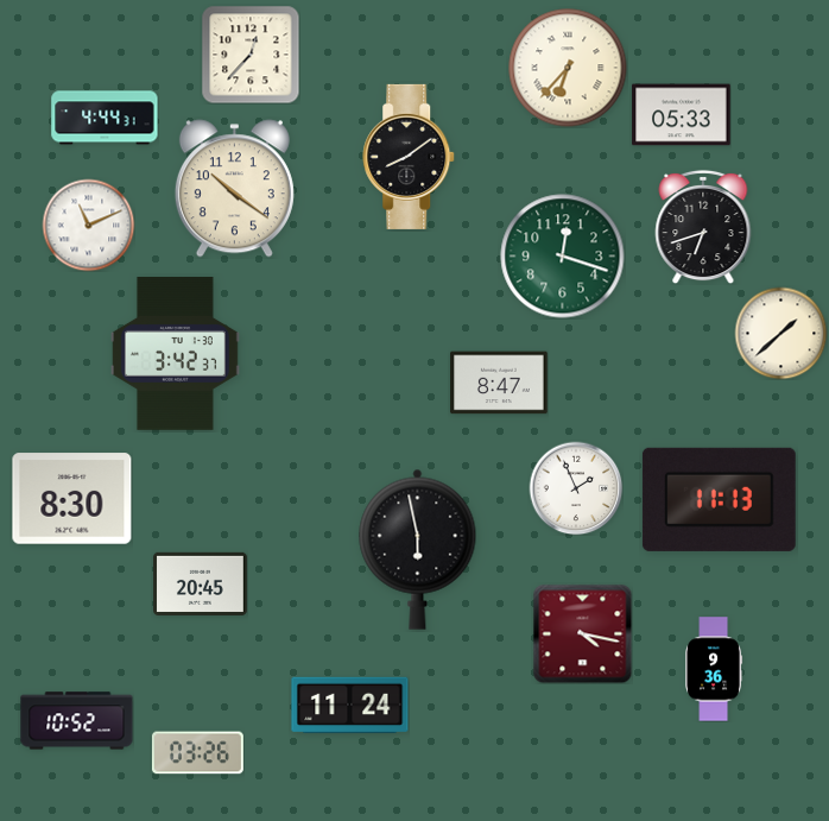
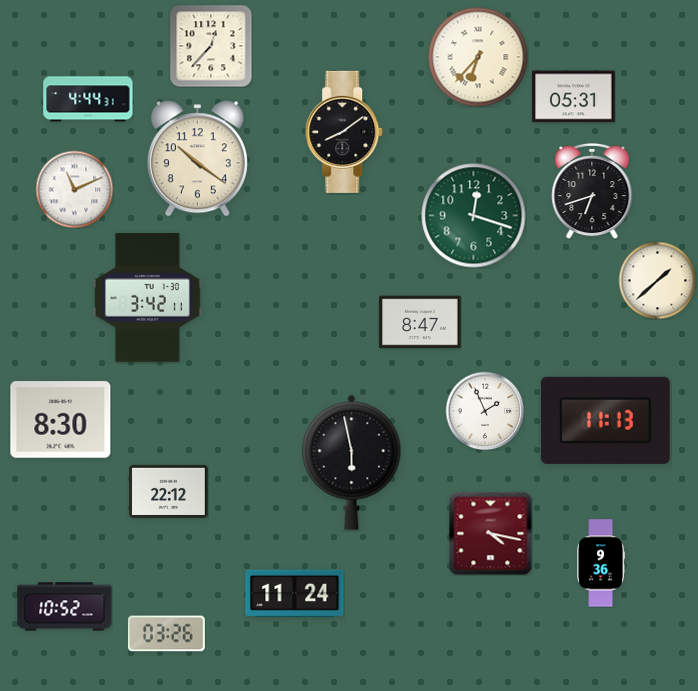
clock at (682, 115): 05:33 -> 05:31
clock at (175, 353): 3:42:37 -> 3:42:11
clock at (201, 583): 20:45 -> 22:12
